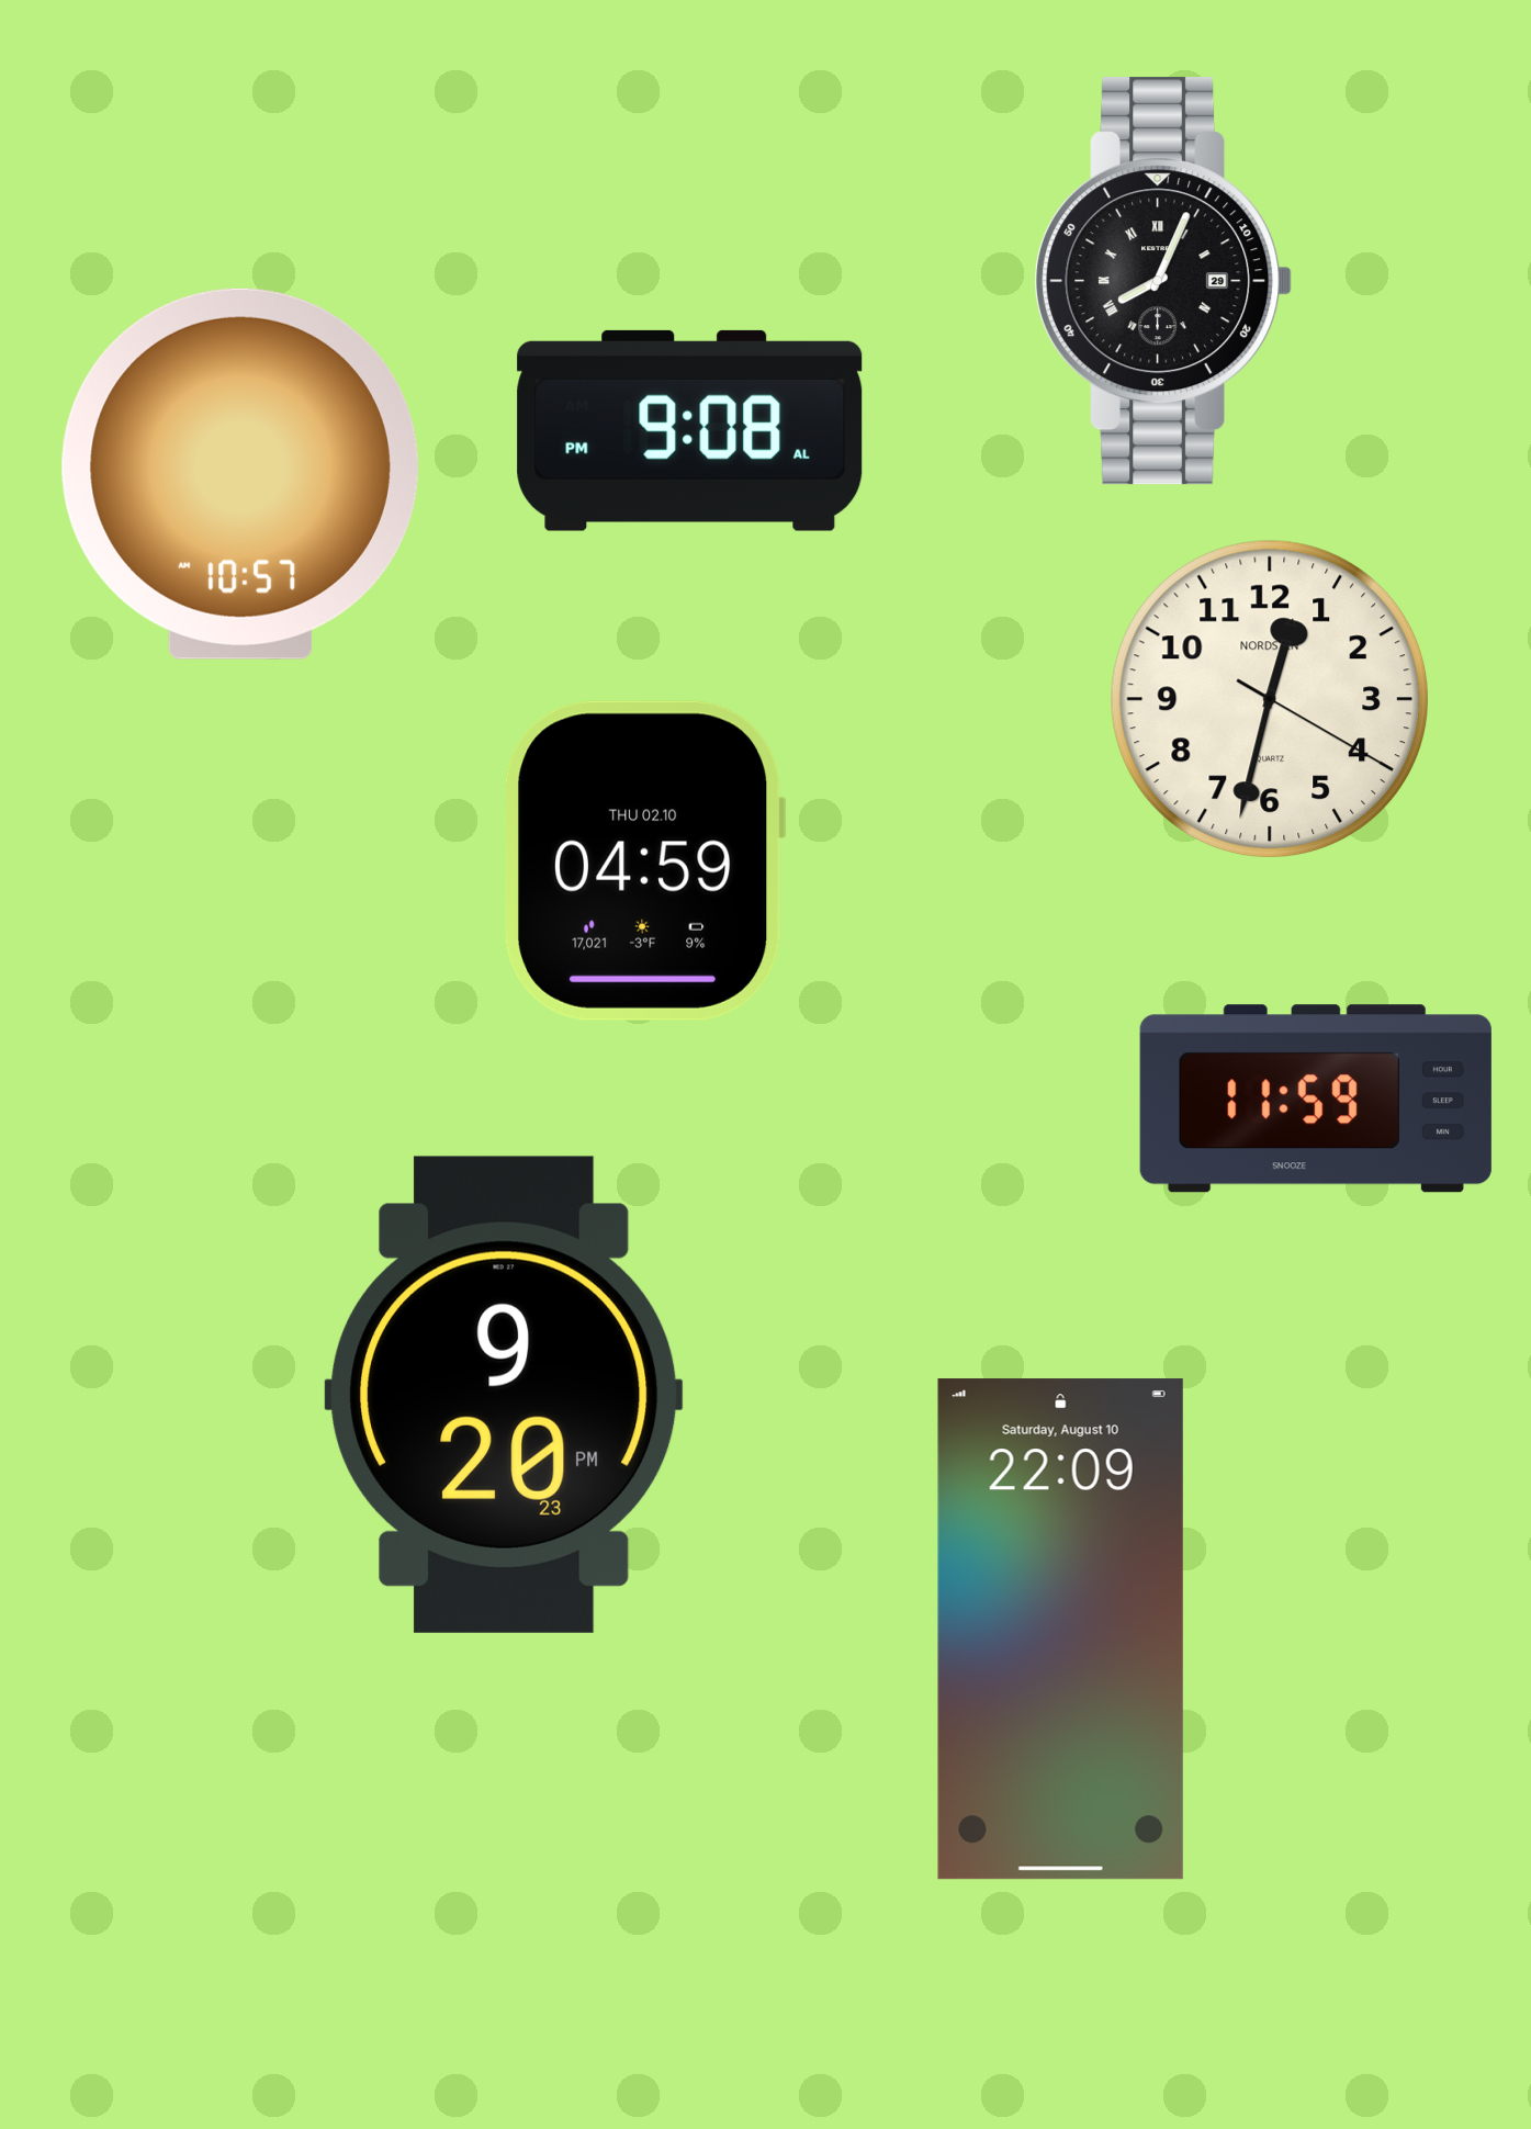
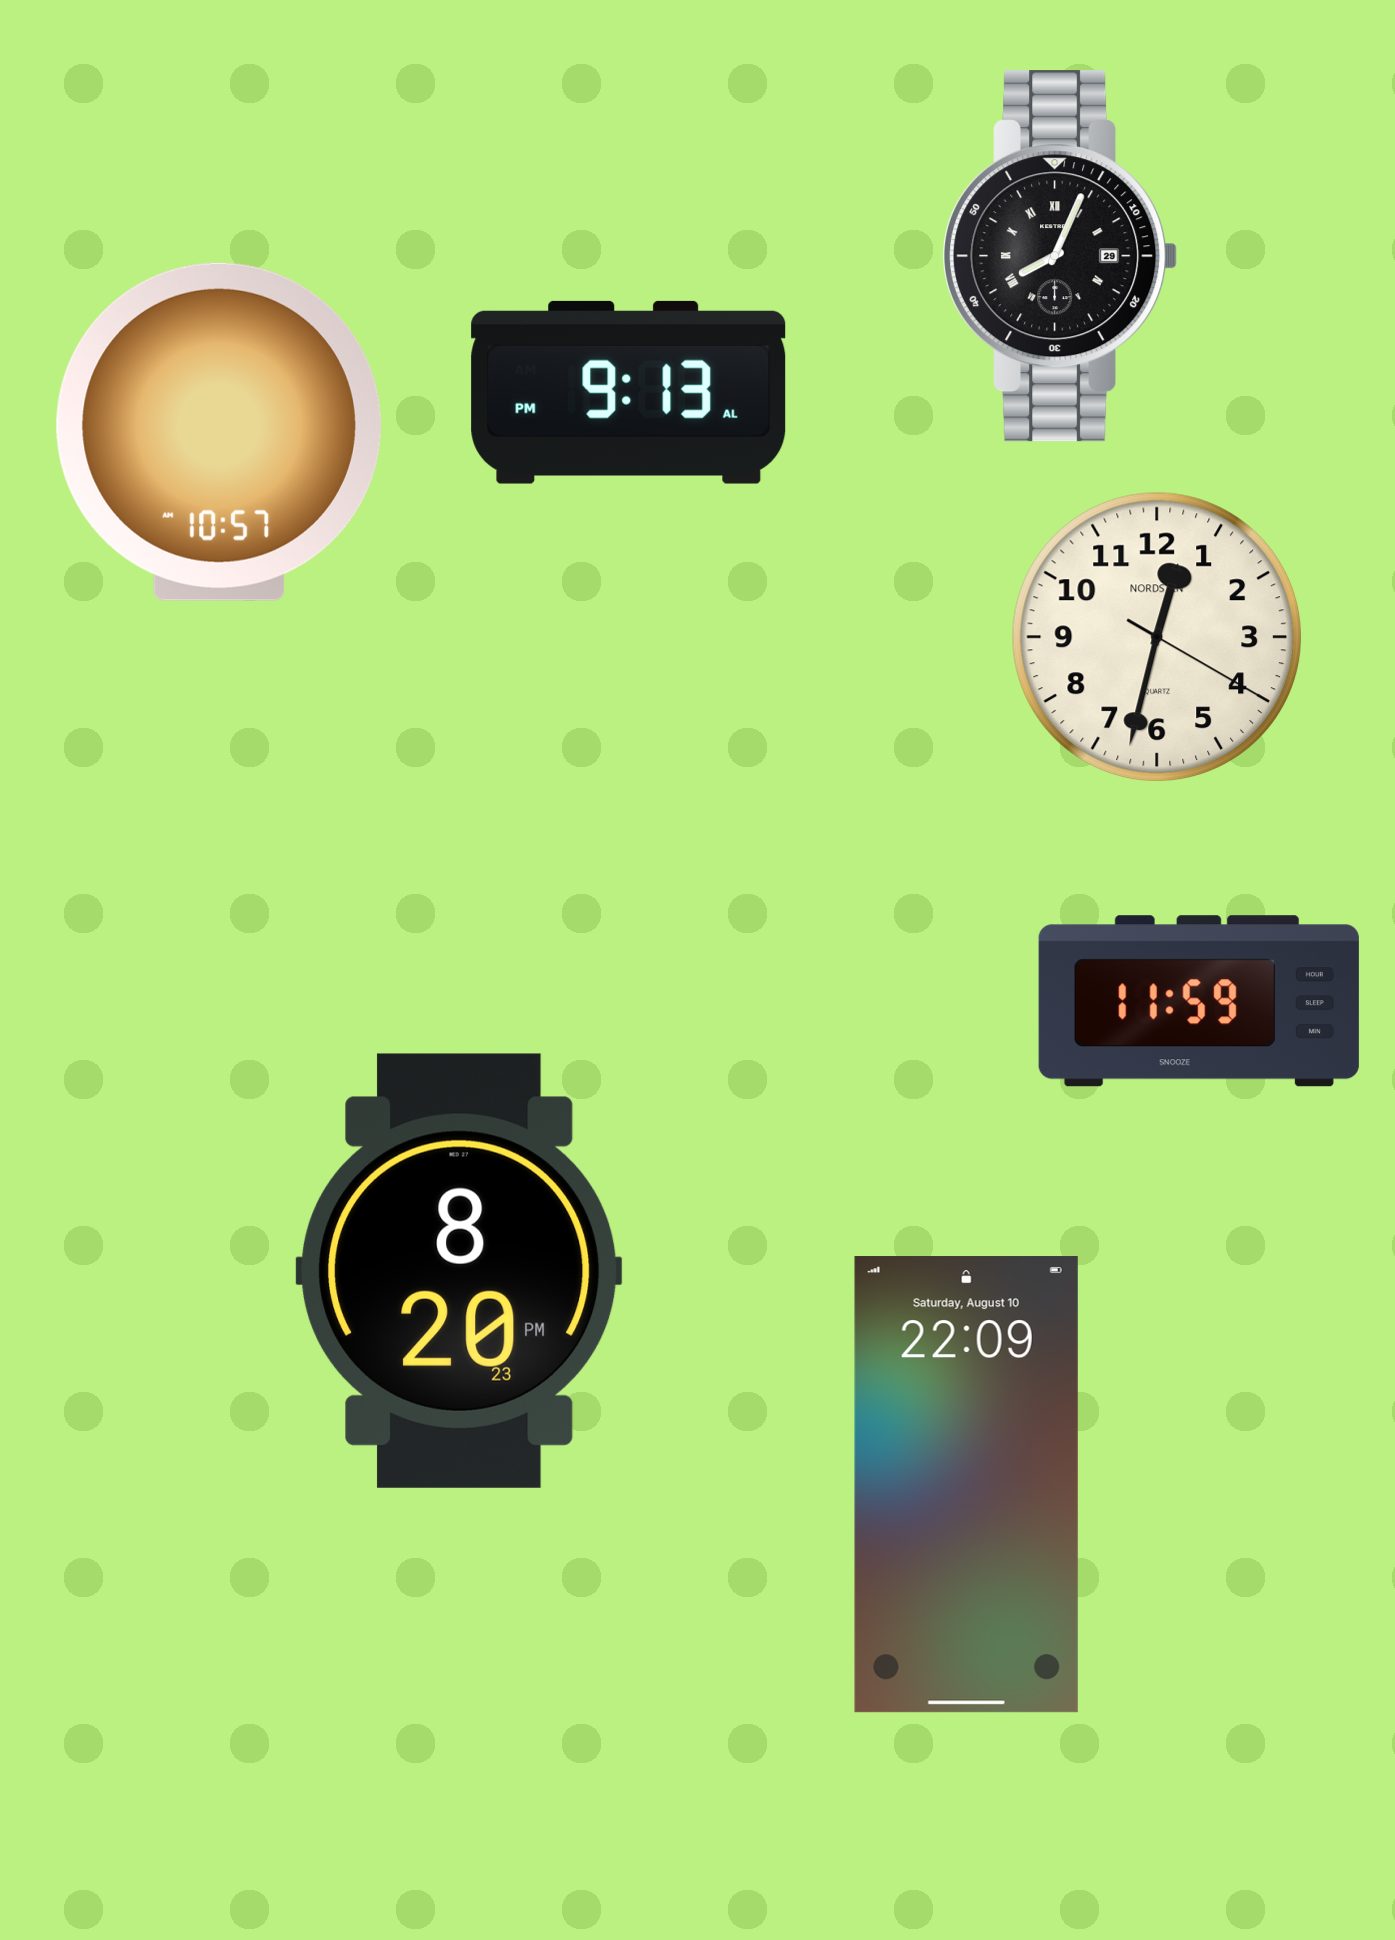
clock at (690, 430): 9:08 -> 9:13
clock at (645, 860): 04:59 -> none
clock at (504, 1395): 9:20 -> 8:20
